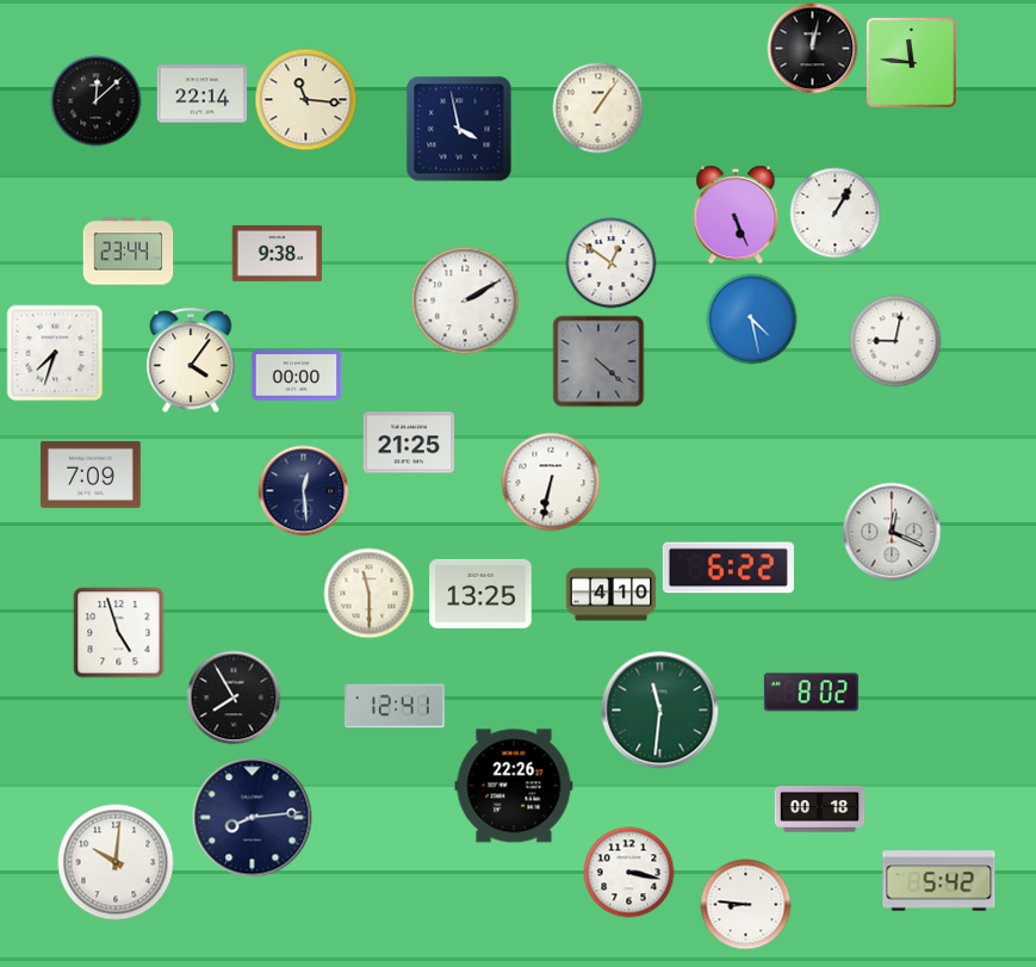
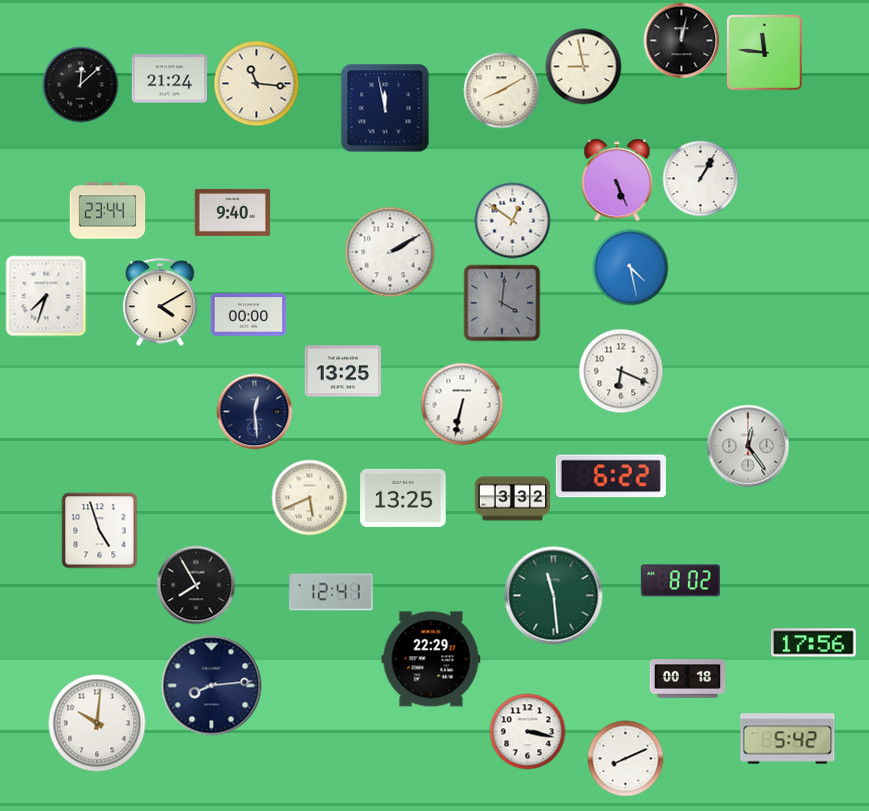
clock at (584, 67): none -> 8:58
clock at (203, 94): 22:14 -> 21:24
clock at (598, 109): 1:06 -> 8:10
clock at (459, 129): 3:58 -> 11:58
clock at (278, 253): 9:38 -> 9:40
clock at (895, 341): 9:02 -> none
clock at (191, 361): 4:06 -> 4:10
clock at (598, 361): 4:22 -> 4:01
clock at (409, 442): 21:25 -> 13:25
clock at (621, 371): none -> 6:19
clock at (91, 475): 7:09 -> none
clock at (892, 532): 12:19 -> 12:24
clock at (370, 594): 11:30 -> 5:41
clock at (612, 595): 4:10 -> 3:32
clock at (660, 711): 11:31 -> 11:29
clock at (814, 643): none -> 17:56
clock at (514, 786): 22:26 -> 22:29
clock at (746, 905): 8:46 -> 8:11
